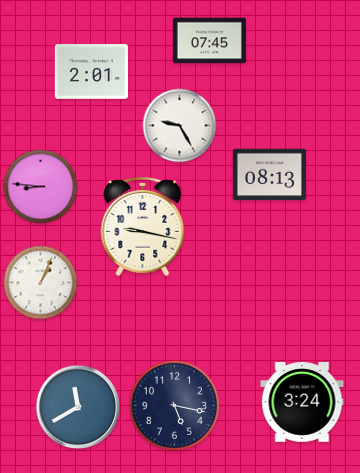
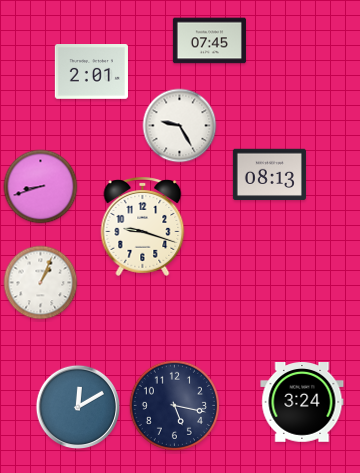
clock at (41, 187): 8:46 -> 8:42
clock at (143, 226): 9:17 -> 9:18
clock at (77, 406): 11:40 -> 12:10
